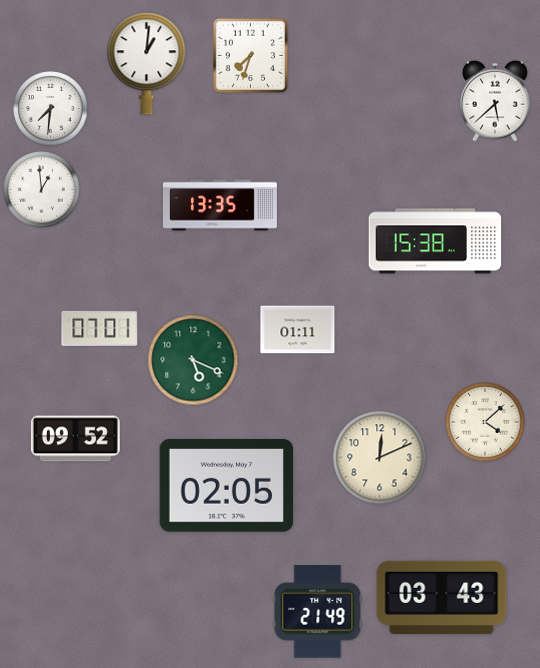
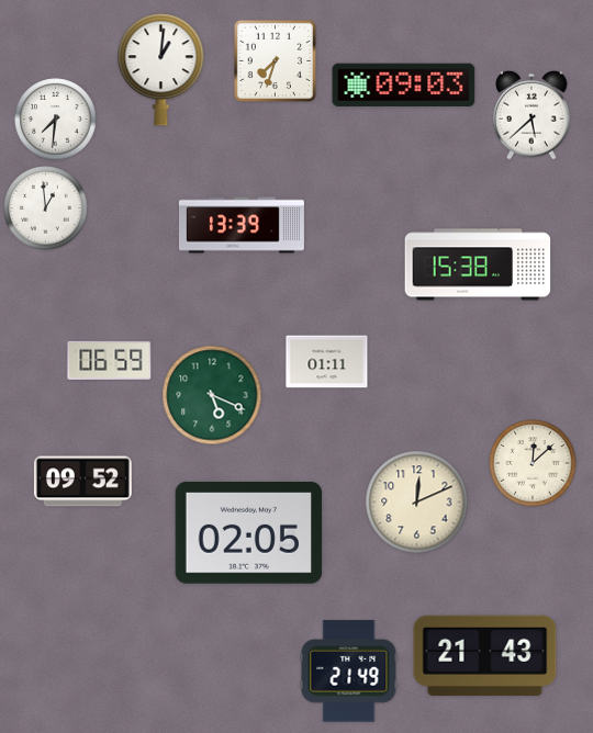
clock at (404, 84): none -> 09:03
clock at (495, 101) position: (495, 101) -> (532, 115)
clock at (220, 205): 13:35 -> 13:39
clock at (100, 328): 07:01 -> 06:59
clock at (485, 422): 4:08 -> 12:08
clock at (442, 597): 03:43 -> 21:43
